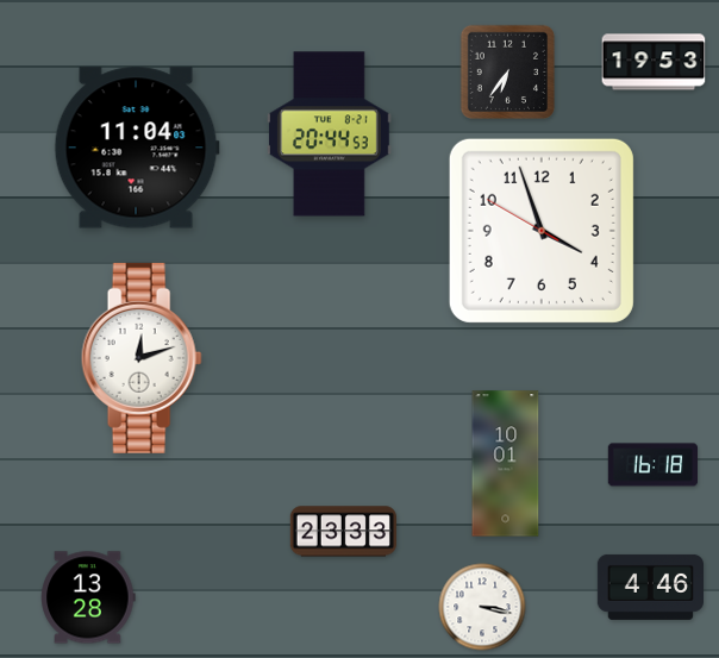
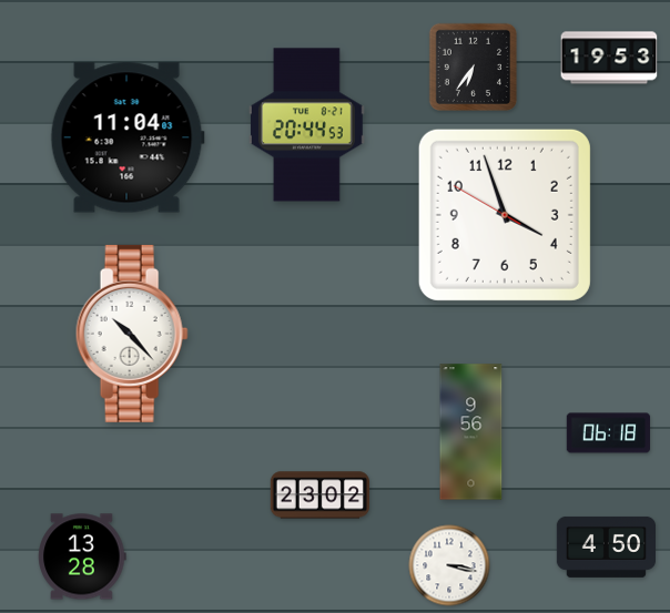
clock at (142, 358): 12:12 -> 10:23
clock at (506, 464): 10:01 -> 9:56
clock at (652, 465): 16:18 -> 06:18
clock at (343, 532): 23:33 -> 23:02
clock at (650, 587): 4:46 -> 4:50
